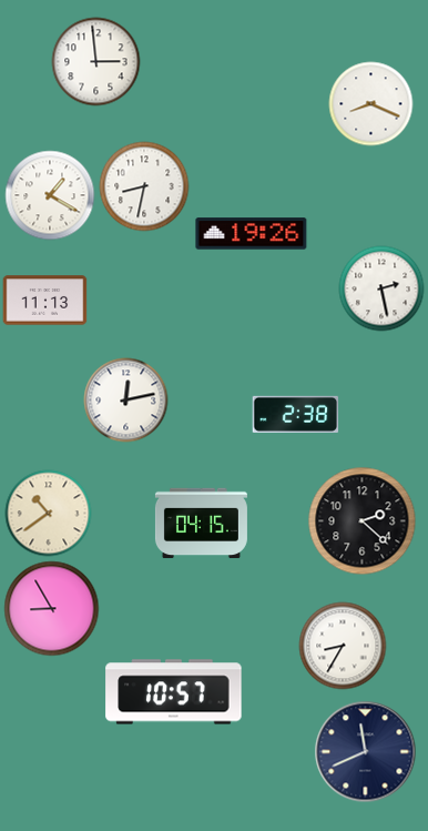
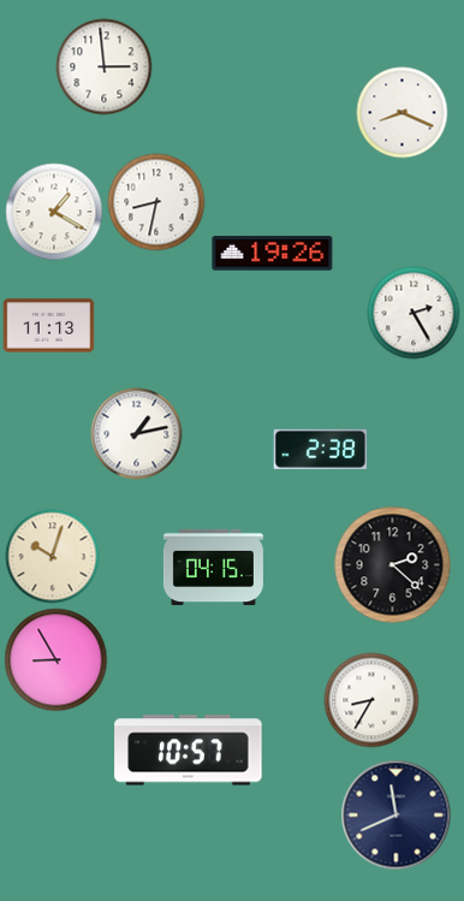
clock at (381, 288): 2:28 -> 2:25
clock at (126, 401): 12:13 -> 1:13
clock at (49, 514): 10:39 -> 10:03
clock at (201, 524) position: (201, 524) -> (213, 568)
